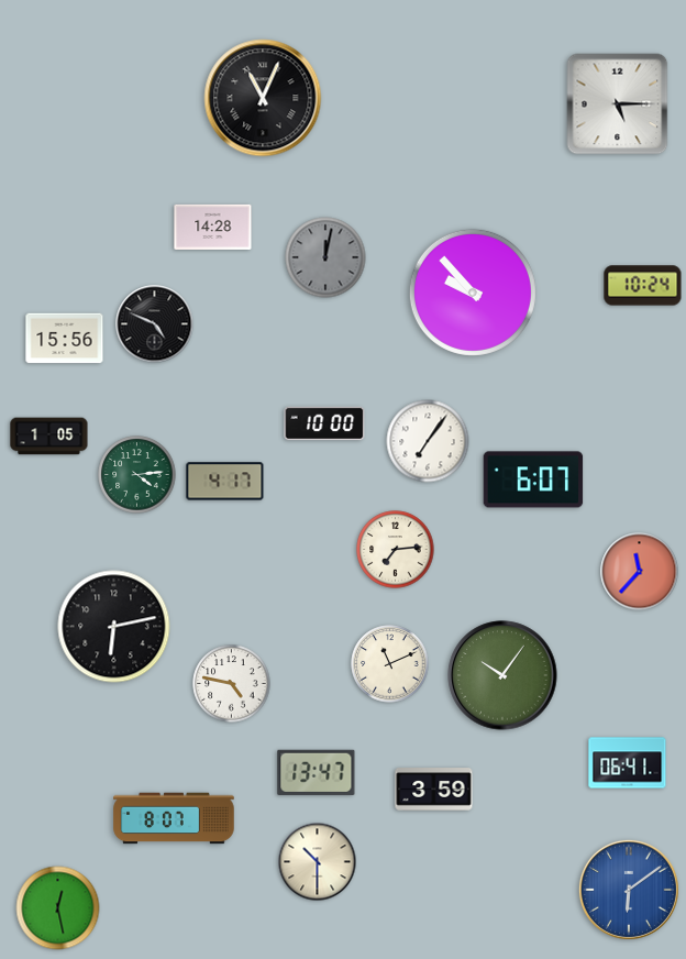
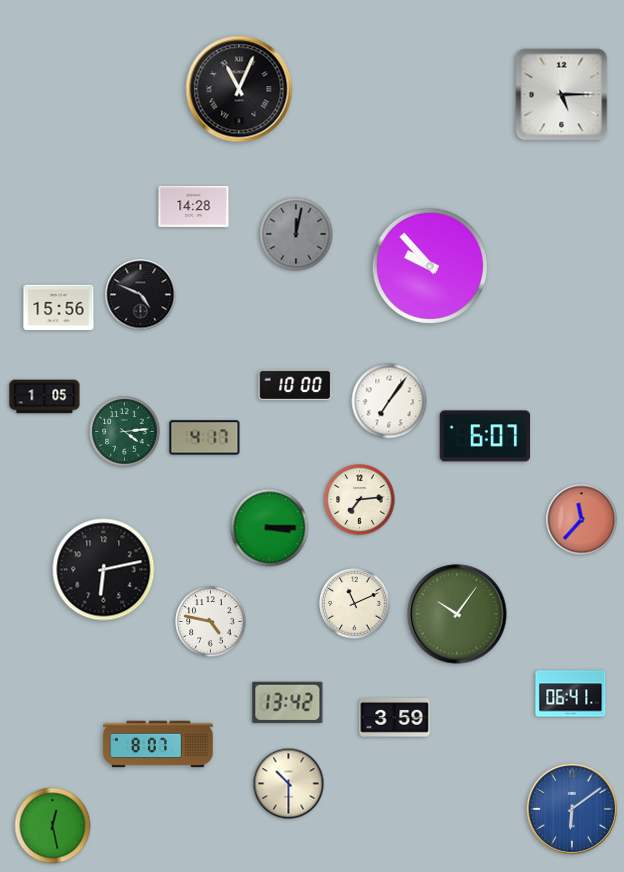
clock at (643, 286): 10:24 -> none
clock at (270, 528): none -> 3:15
clock at (317, 772): 13:47 -> 13:42
